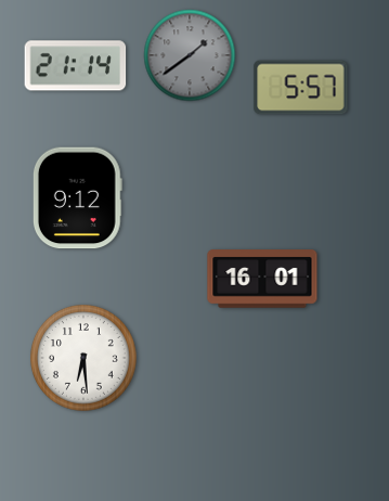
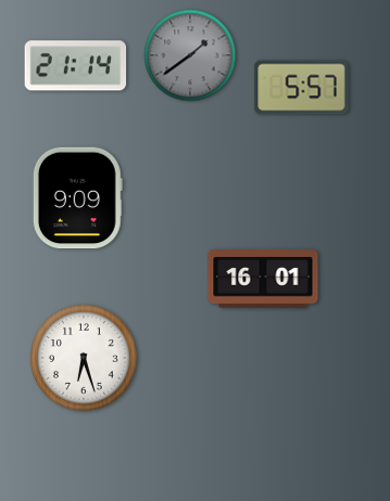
clock at (77, 198): 9:12 -> 9:09
clock at (83, 358): 6:29 -> 6:27
